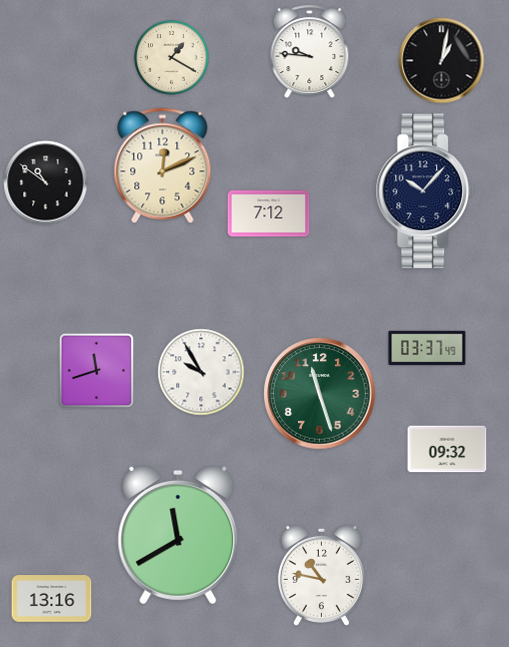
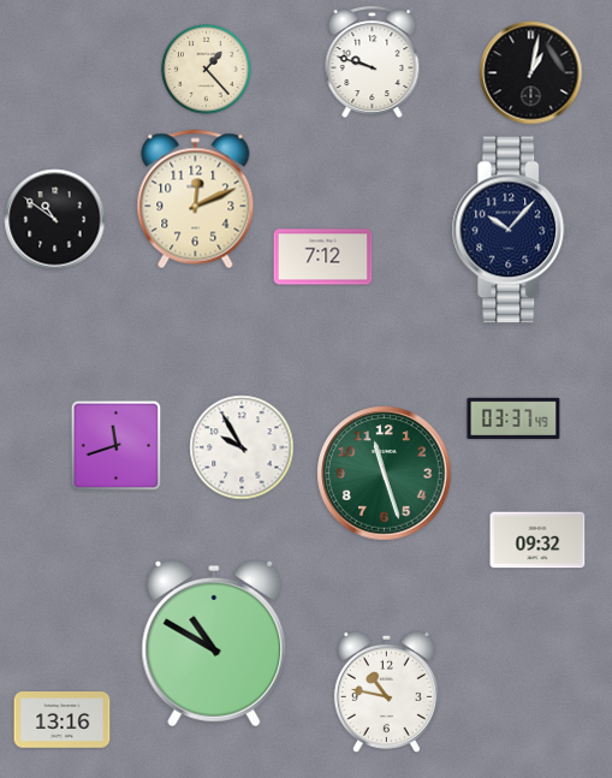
clock at (310, 52): 9:46 -> 9:48
clock at (172, 58): 1:20 -> 1:23
clock at (178, 535): 11:40 -> 10:50
